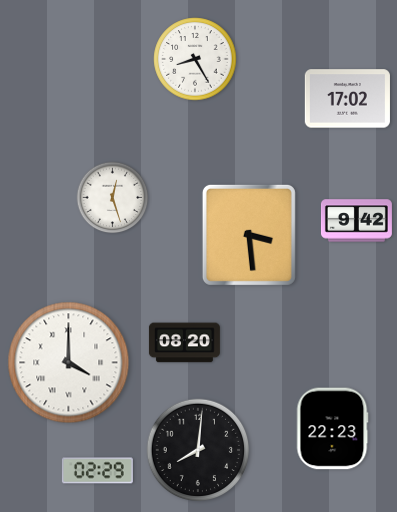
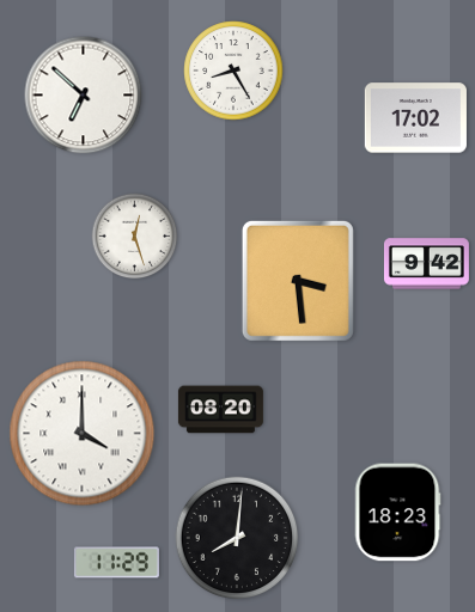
clock at (84, 96): none -> 6:52
clock at (332, 429): 22:23 -> 18:23
clock at (97, 471): 02:29 -> 11:29
